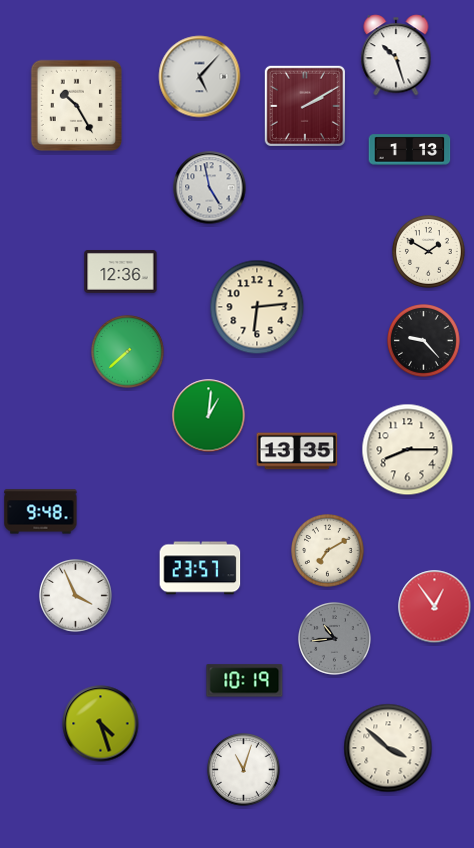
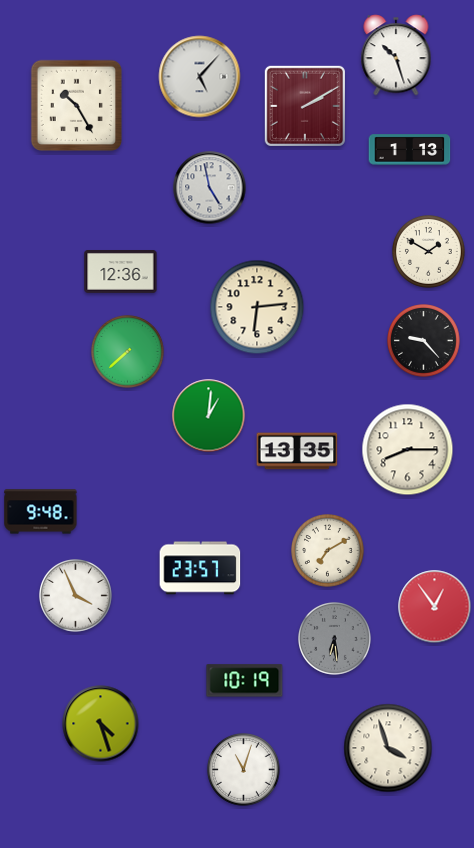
clock at (335, 639): 10:44 -> 6:29
clock at (388, 748): 3:52 -> 3:57
